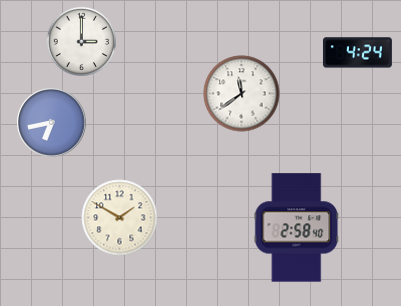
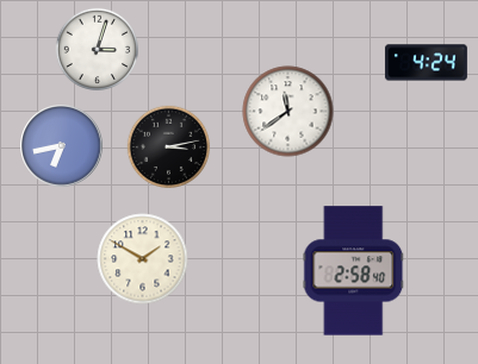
clock at (81, 41): 3:00 -> 3:03
clock at (168, 146): none -> 3:13
